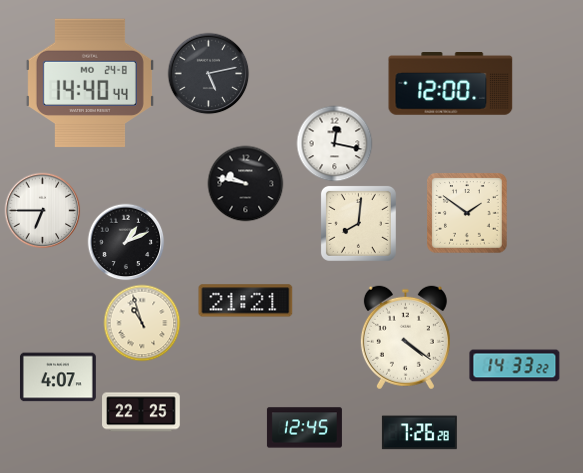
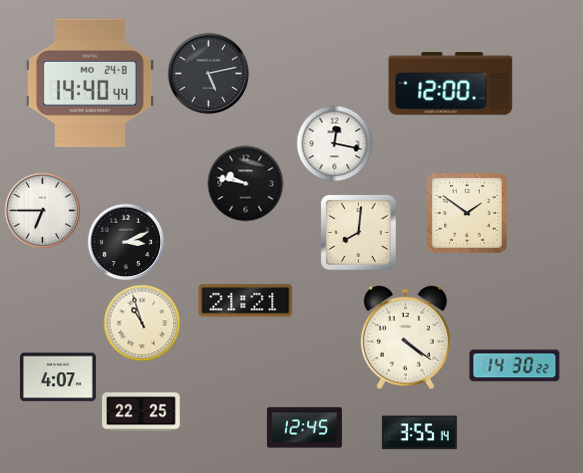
clock at (358, 223) position: (358, 223) -> (358, 232)
clock at (126, 242): 1:11 -> 3:11
clock at (515, 366): 14:33 -> 14:30
clock at (419, 433): 7:26 -> 3:55
